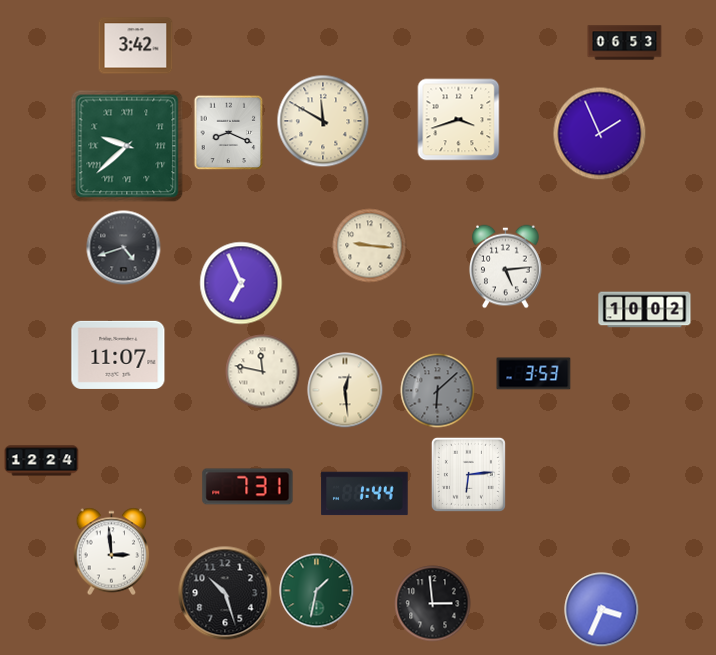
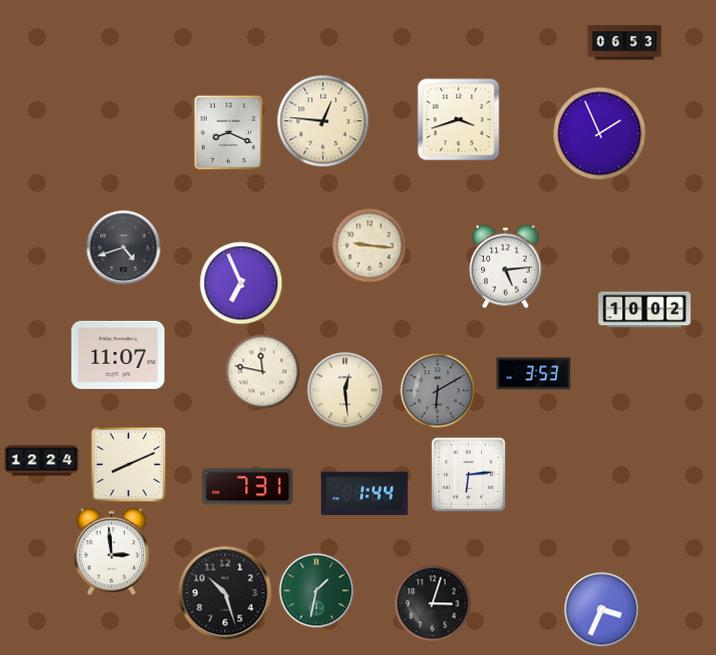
clock at (136, 46): 3:42 -> none
clock at (323, 121): 11:50 -> 12:46
clock at (127, 146): 9:38 -> none
clock at (438, 391): 6:08 -> 6:10
clock at (129, 465): none -> 8:11
clock at (433, 604): 2:59 -> 3:03
